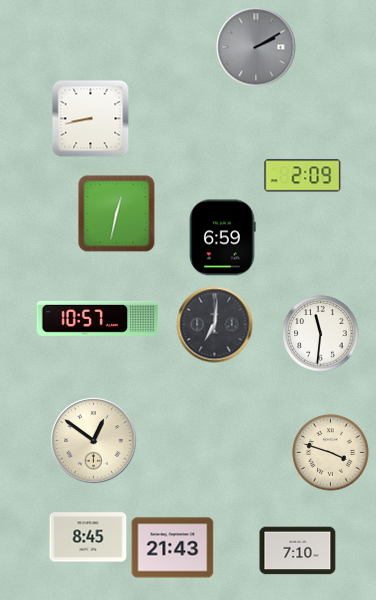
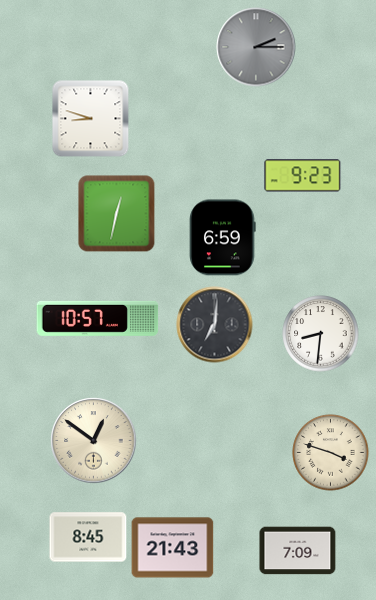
clock at (256, 47): 2:10 -> 2:15
clock at (91, 119): 8:43 -> 8:48
clock at (303, 176): 2:09 -> 9:23
clock at (321, 334): 11:31 -> 8:31
clock at (298, 551): 7:10 -> 7:09
